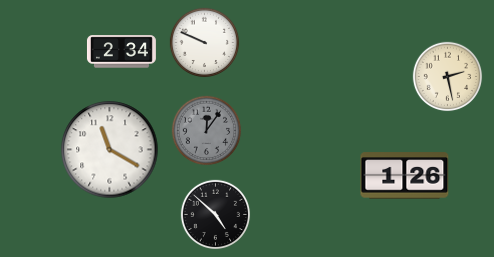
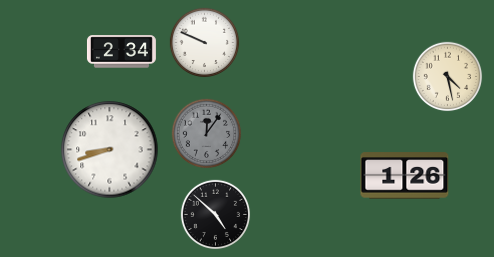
clock at (448, 77): 2:28 -> 4:28
clock at (207, 131) position: (207, 131) -> (207, 134)
clock at (110, 150): 11:20 -> 8:42
